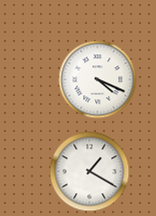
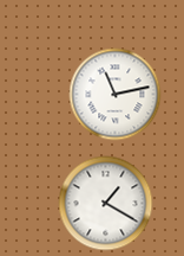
clock at (97, 79): 4:19 -> 11:13
